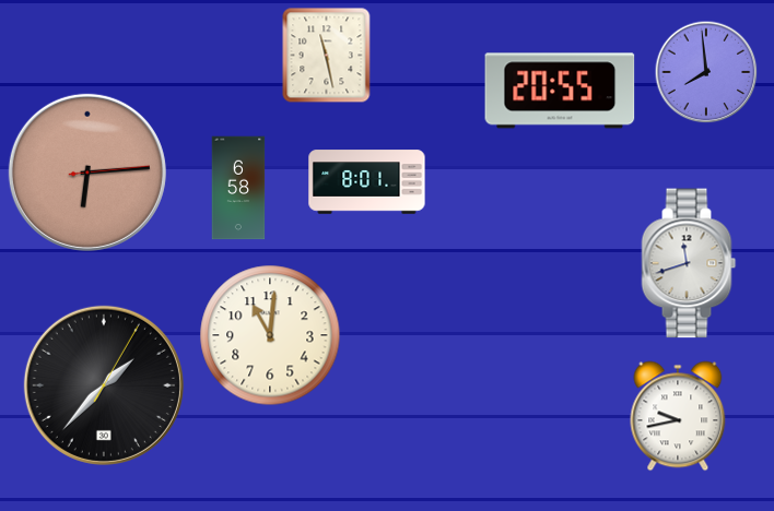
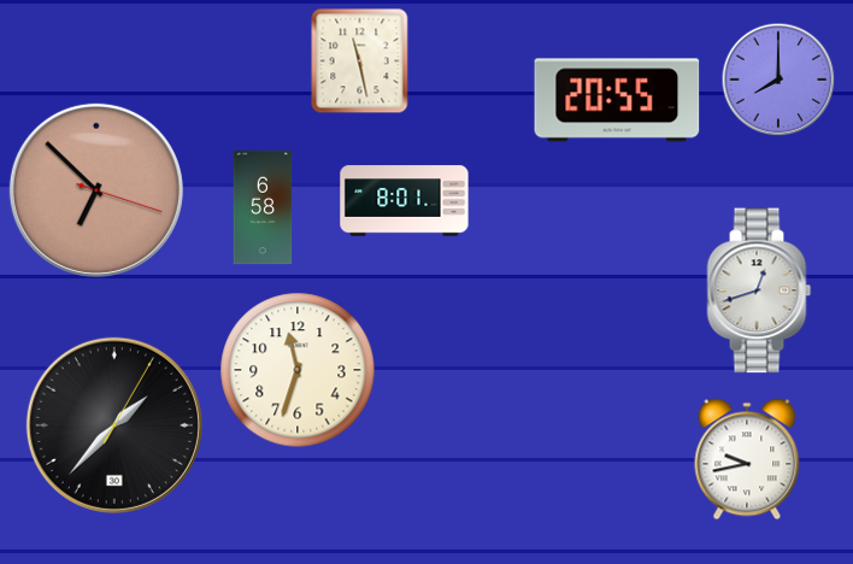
clock at (706, 72): 7:59 -> 8:00
clock at (87, 173): 6:14 -> 6:52
clock at (689, 263): 11:42 -> 12:42
clock at (270, 335): 11:01 -> 11:33
